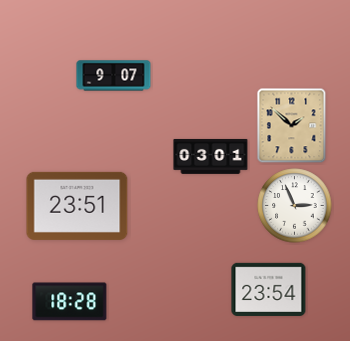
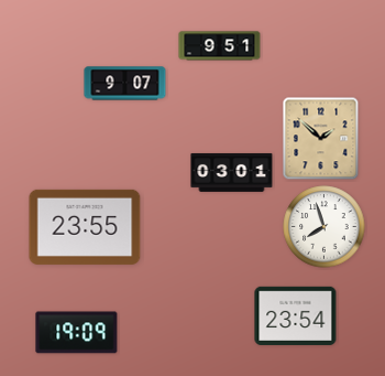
clock at (220, 46): none -> 9:51
clock at (77, 206): 23:51 -> 23:55
clock at (295, 206): 2:56 -> 7:57
clock at (269, 289) position: (269, 289) -> (296, 315)
clock at (70, 302): 18:28 -> 19:09
